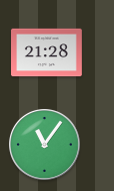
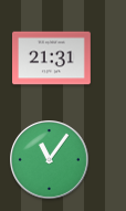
clock at (47, 53): 21:28 -> 21:31
